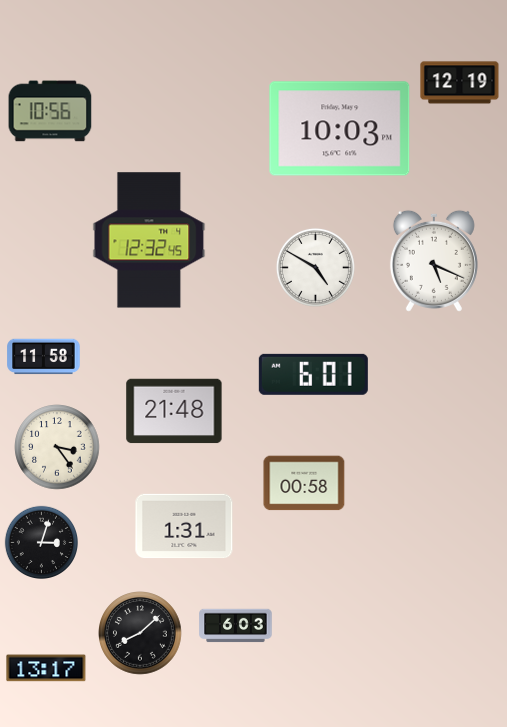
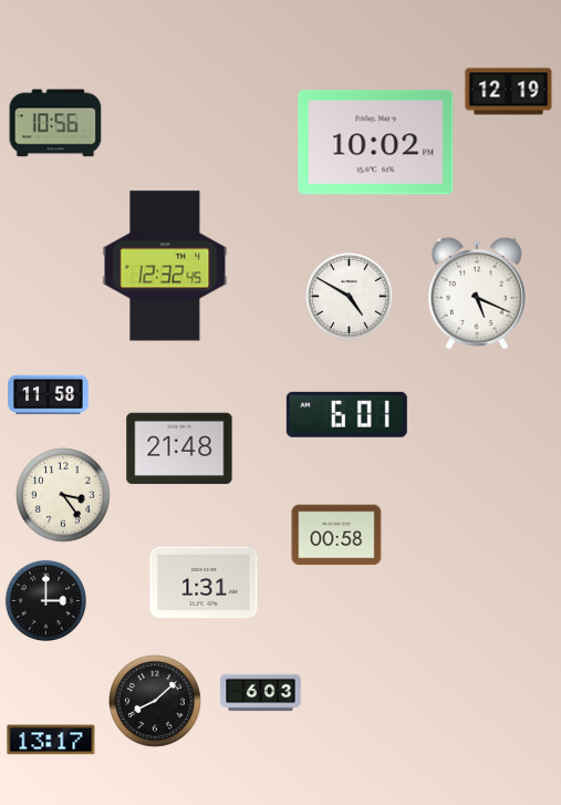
clock at (340, 129): 10:03 -> 10:02
clock at (434, 261) position: (434, 261) -> (477, 293)
clock at (174, 411) position: (174, 411) -> (179, 448)
clock at (41, 542): 3:03 -> 3:00
